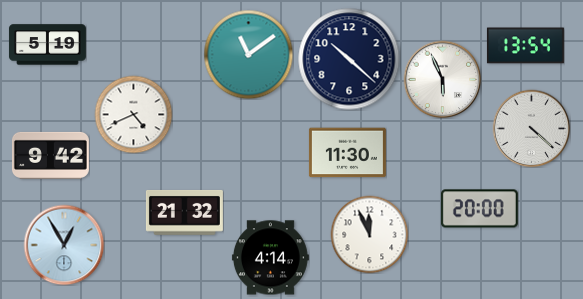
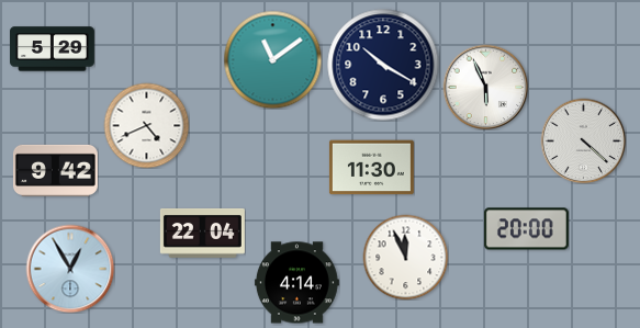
clock at (47, 45): 5:19 -> 5:29
clock at (525, 46): 13:54 -> none
clock at (349, 59): 10:22 -> 10:20
clock at (347, 153) position: (347, 153) -> (371, 168)
clock at (184, 212): 21:32 -> 22:04
